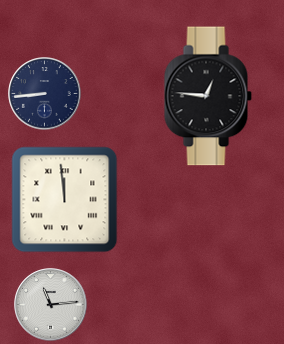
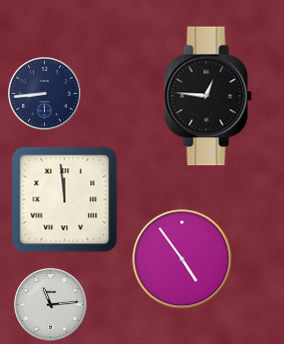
clock at (182, 259): none -> 4:54
